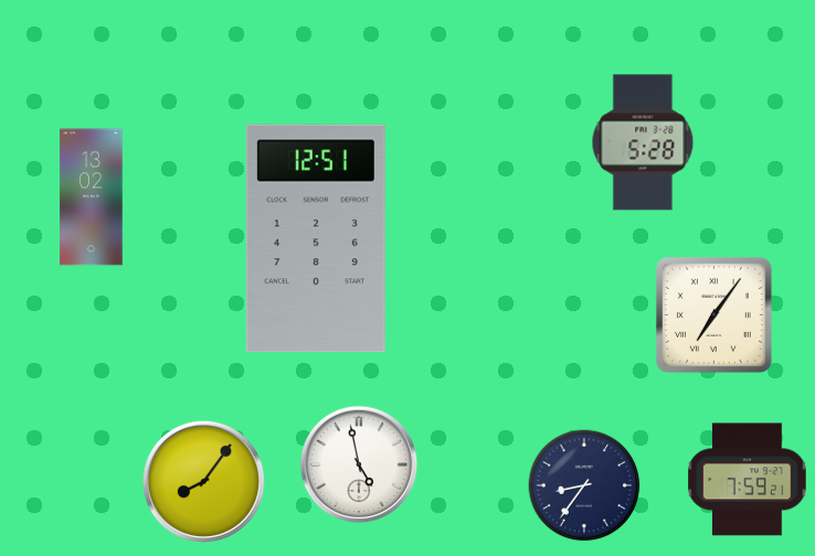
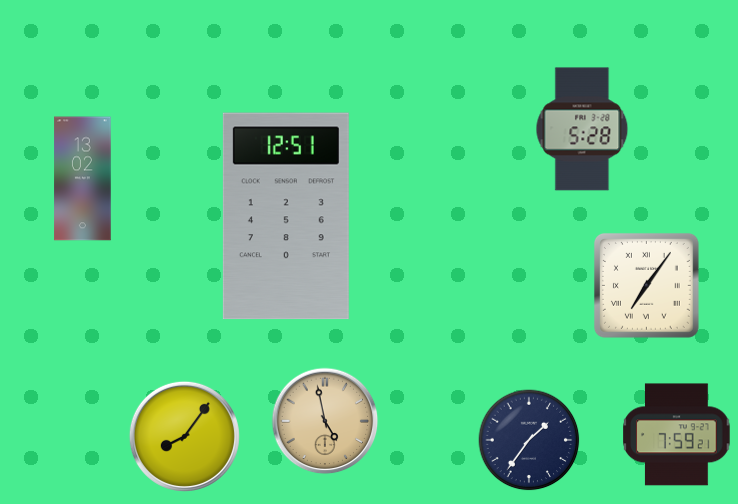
clock at (359, 464) dial: white -> champagne
clock at (584, 485): 8:36 -> 1:36
